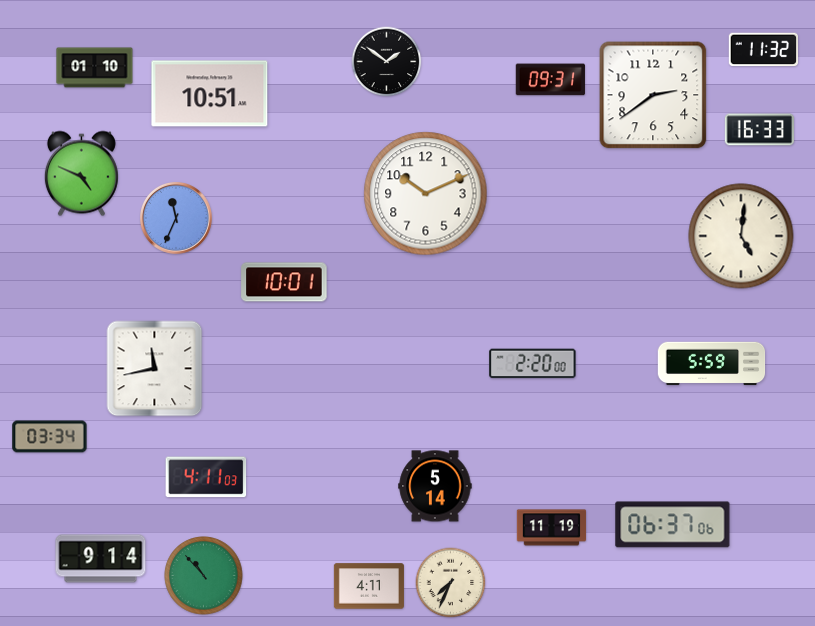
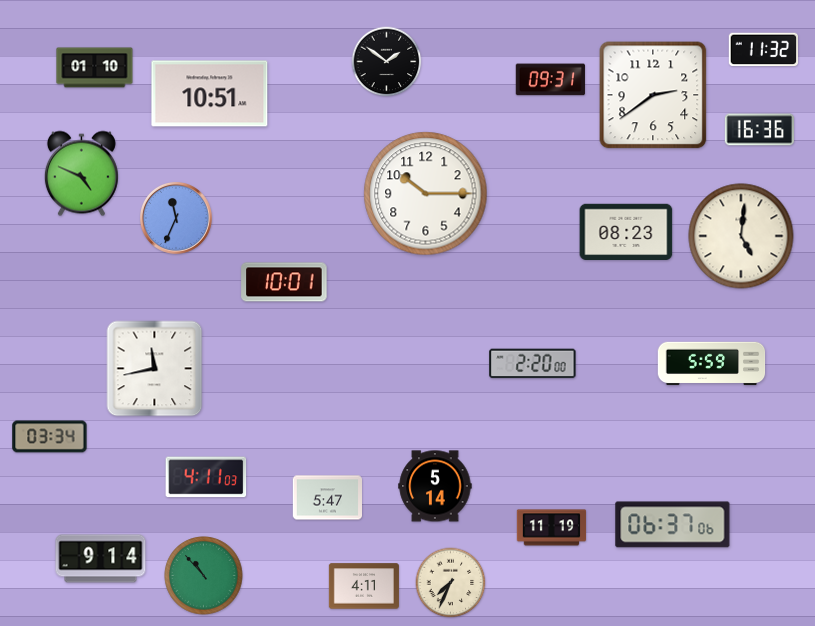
clock at (759, 130): 16:33 -> 16:36
clock at (426, 194): 10:11 -> 10:15
clock at (626, 232): none -> 08:23
clock at (328, 498): none -> 5:47
clock at (369, 586) position: (369, 586) -> (364, 586)
